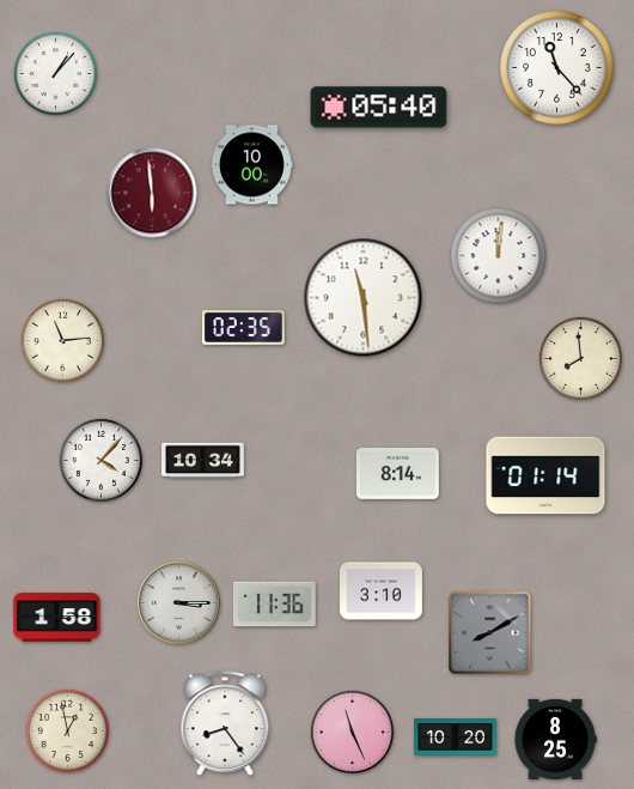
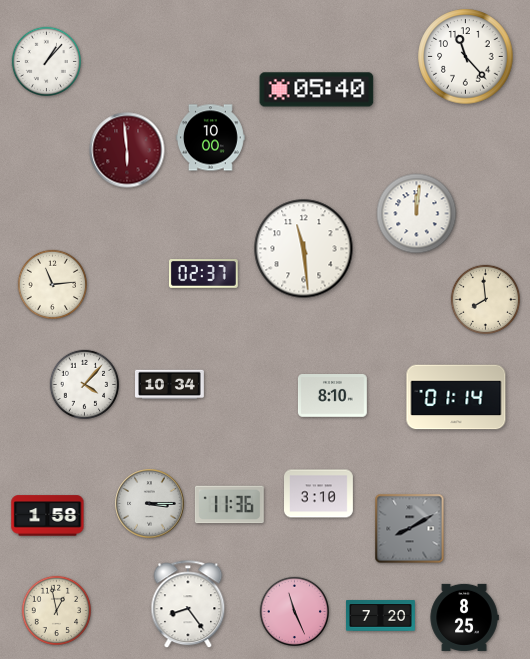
clock at (152, 193) position: (152, 193) -> (127, 150)
clock at (243, 328): 02:35 -> 02:37
clock at (397, 474): 8:14 -> 8:10
clock at (456, 738): 10:20 -> 7:20
